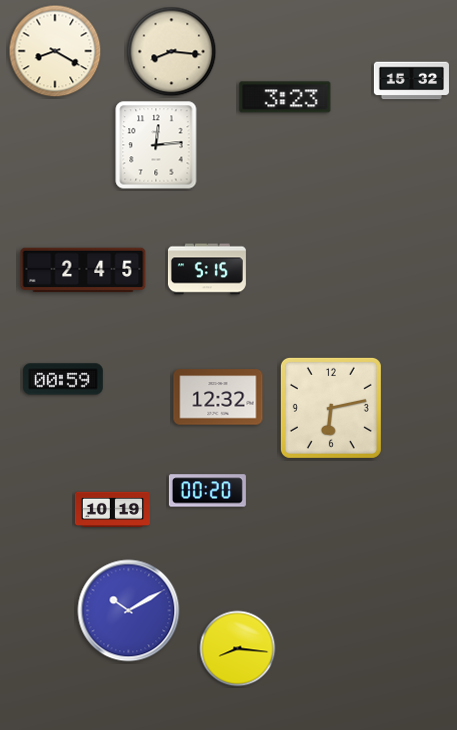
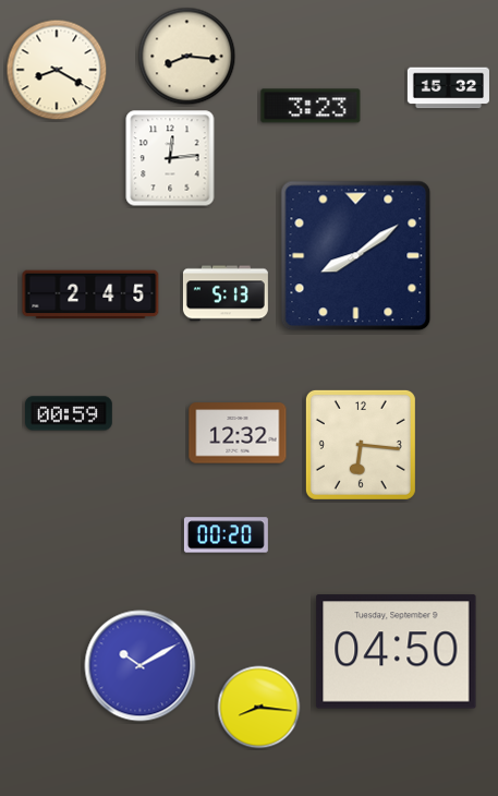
clock at (55, 51) position: (55, 51) -> (57, 70)
clock at (356, 256): none -> 8:09
clock at (207, 269): 5:15 -> 5:13
clock at (331, 408): 6:13 -> 6:16
clock at (112, 509): 10:19 -> none
clock at (397, 652): none -> 04:50
